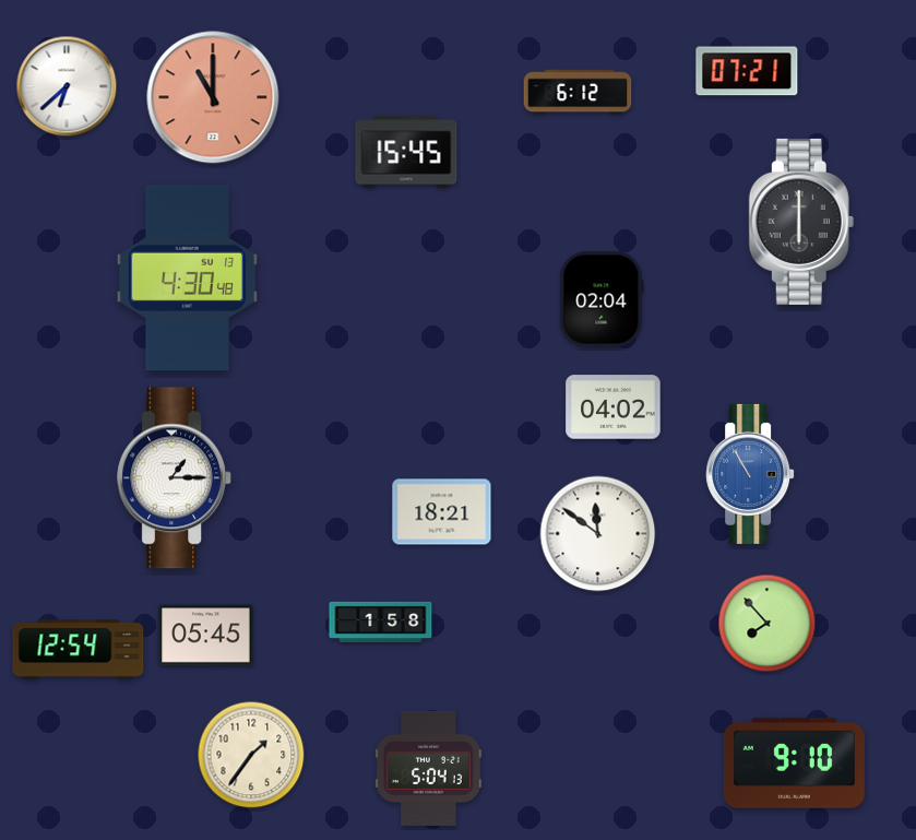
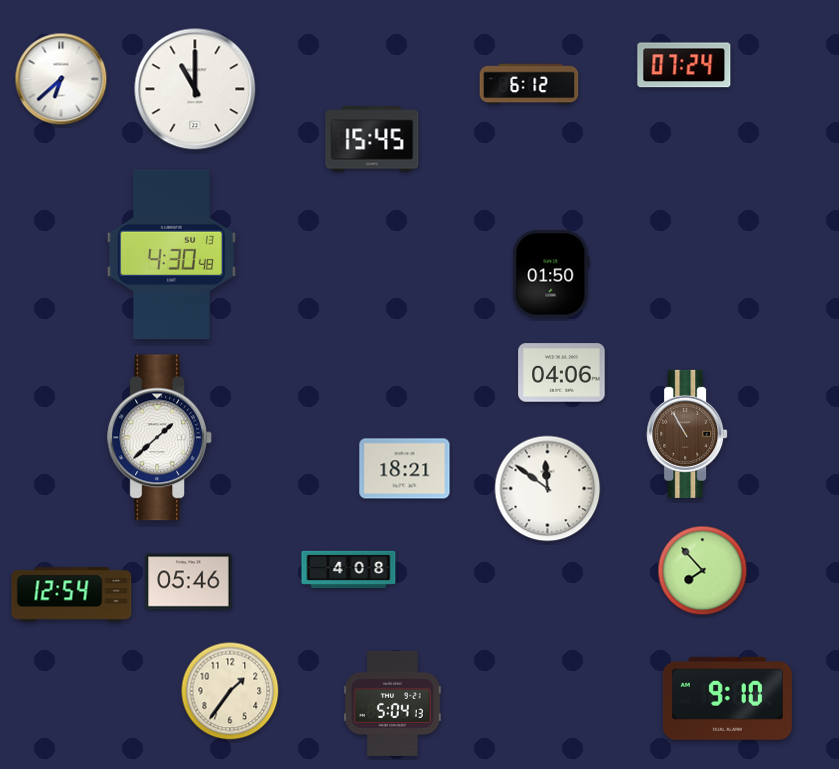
clock at (747, 71): 07:21 -> 07:24
clock at (213, 97) dial: salmon -> white
clock at (801, 222): 6:00 -> none
clock at (602, 299): 02:04 -> 01:50
clock at (614, 407): 04:02 -> 04:06
clock at (750, 474) dial: blue -> brown
clock at (175, 478): 1:15 -> 1:38
clock at (381, 622): 1:58 -> 4:08
clock at (206, 636): 05:45 -> 05:46
